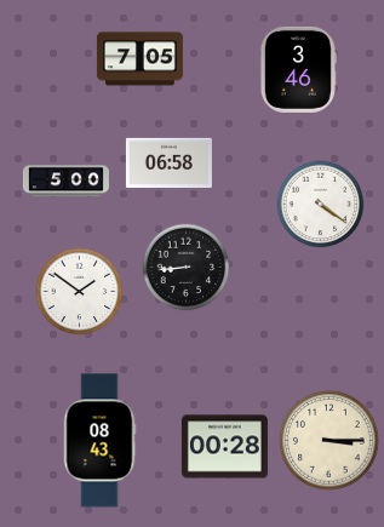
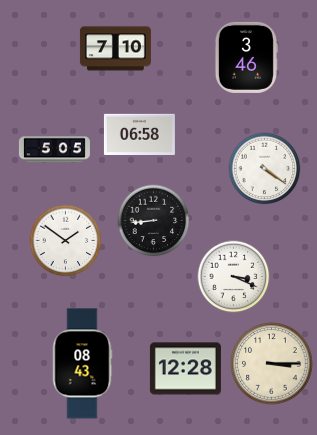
clock at (139, 59): 7:05 -> 7:10
clock at (65, 182): 5:00 -> 5:05
clock at (234, 277): none -> 3:19
clock at (224, 447): 00:28 -> 12:28
